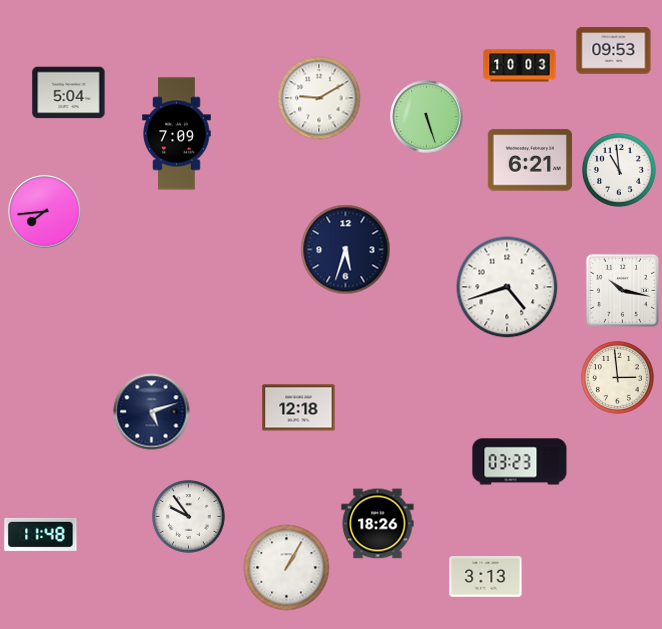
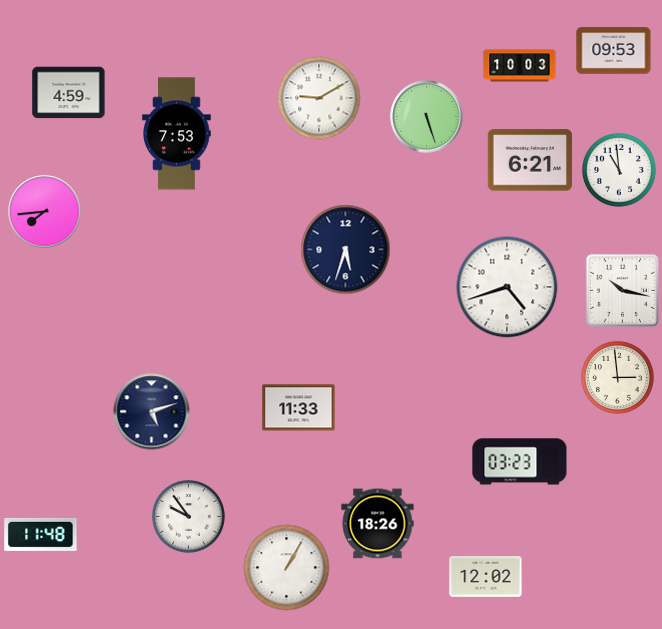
clock at (69, 93): 5:04 -> 4:59
clock at (177, 134): 7:09 -> 7:53
clock at (299, 408): 12:18 -> 11:33
clock at (486, 577): 3:13 -> 12:02
